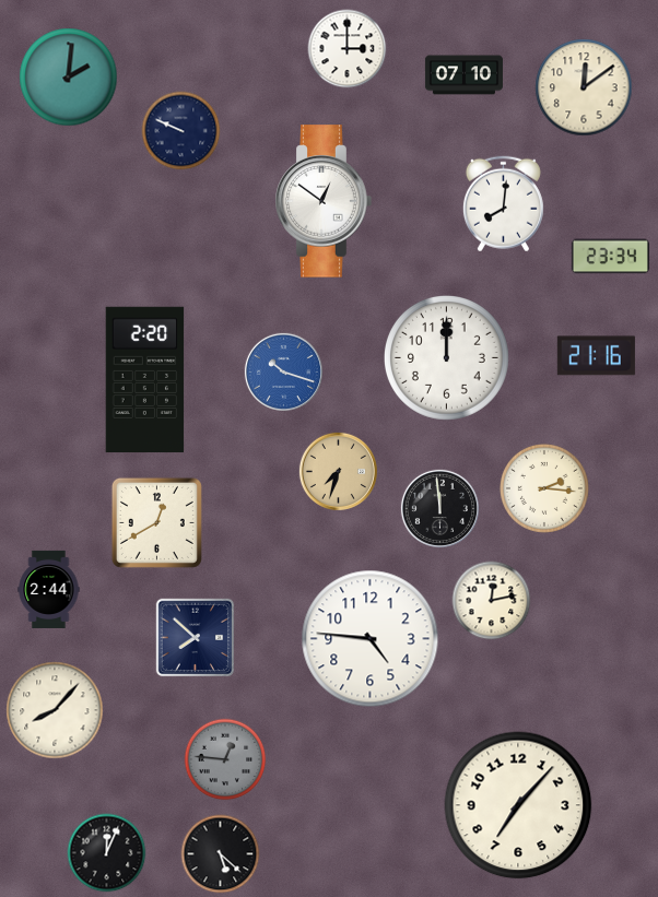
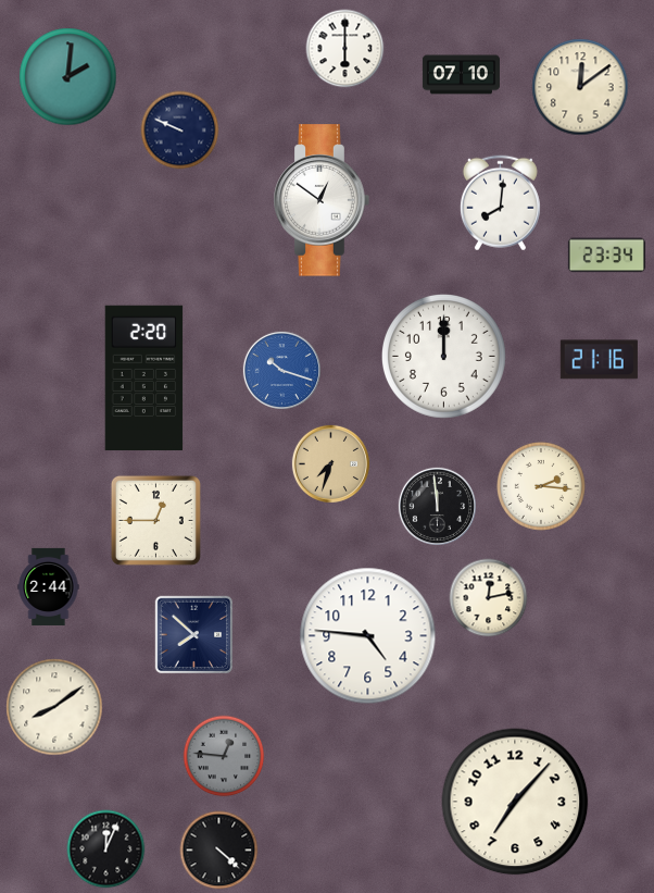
clock at (348, 49): 3:00 -> 6:00
clock at (596, 356) position: (596, 356) -> (599, 360)
clock at (338, 471) position: (338, 471) -> (330, 463)
clock at (156, 522): 12:40 -> 12:45
clock at (55, 710): 8:07 -> 8:09
clock at (221, 854): 5:22 -> 4:22
